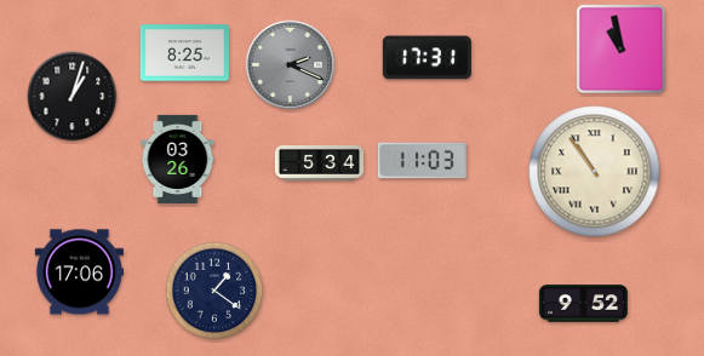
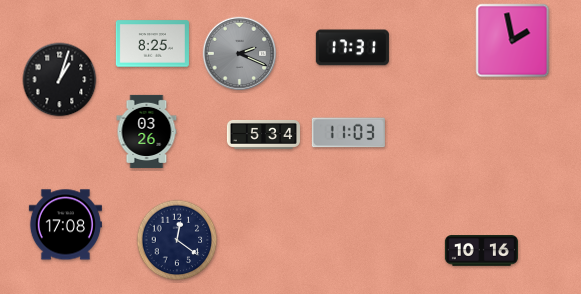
clock at (622, 50): 10:58 -> 1:58
clock at (595, 172): 10:54 -> none
clock at (79, 272): 17:06 -> 17:08
clock at (214, 291): 1:21 -> 12:21
clock at (583, 304): 9:52 -> 10:16
